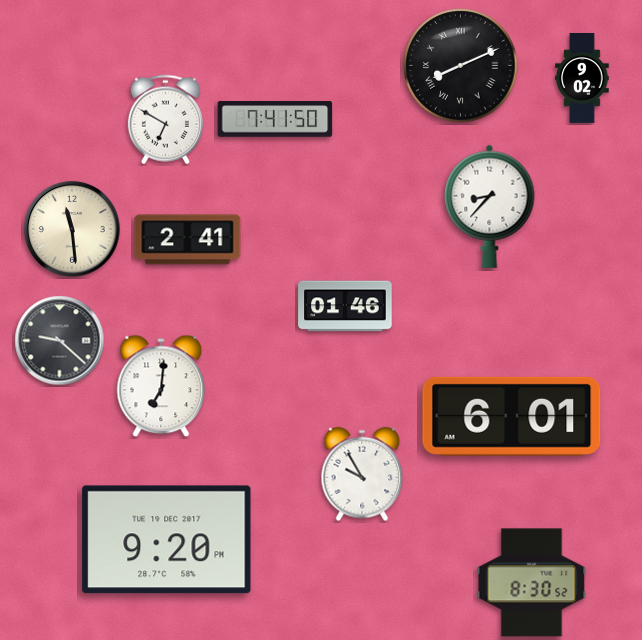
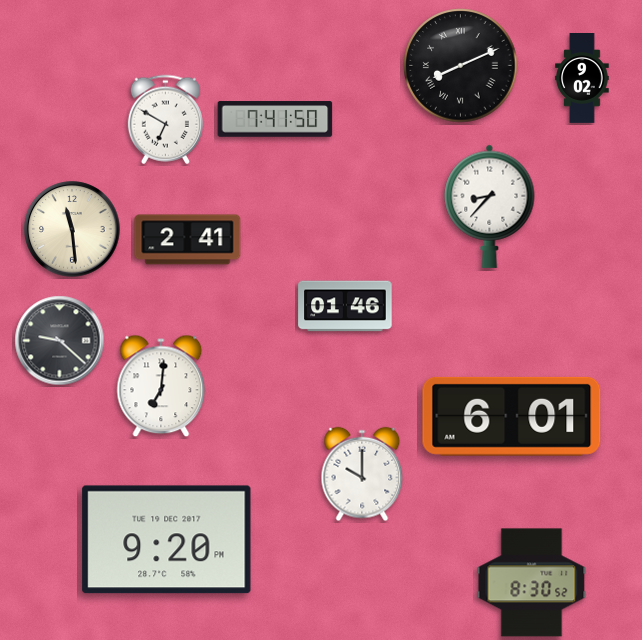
clock at (362, 474): 9:55 -> 10:00
